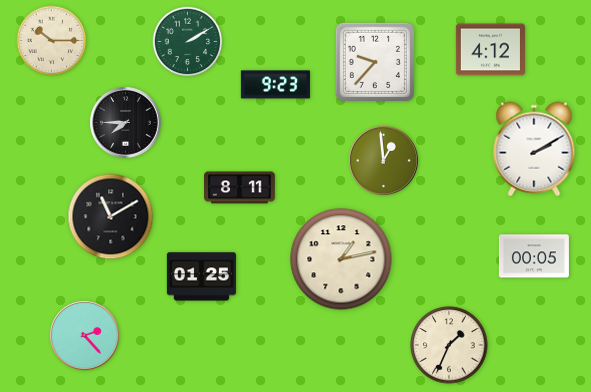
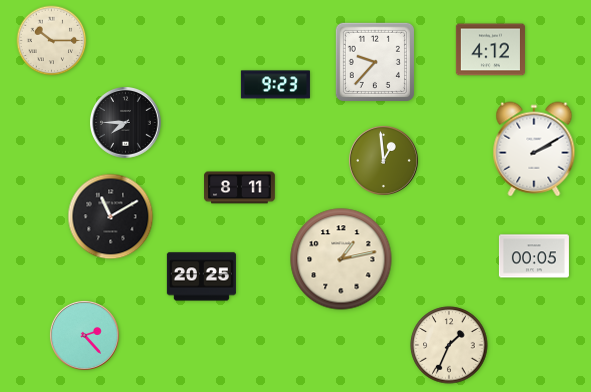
clock at (188, 42): 2:10 -> none
clock at (201, 277): 01:25 -> 20:25
